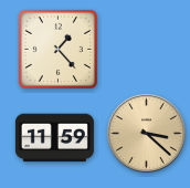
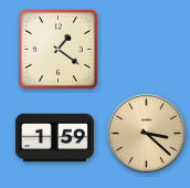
clock at (57, 49): 1:23 -> 1:21
clock at (54, 138): 11:59 -> 1:59
